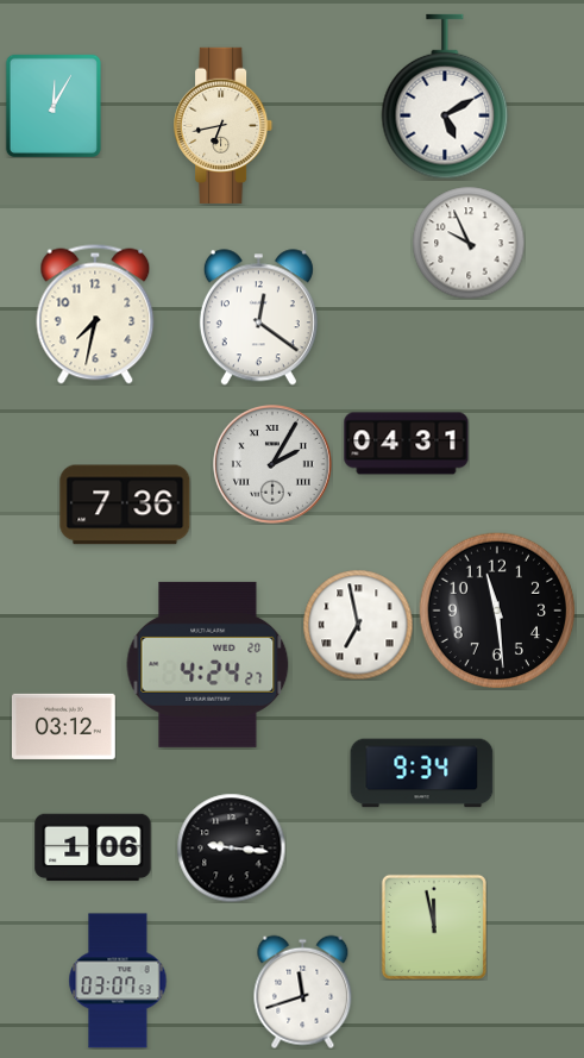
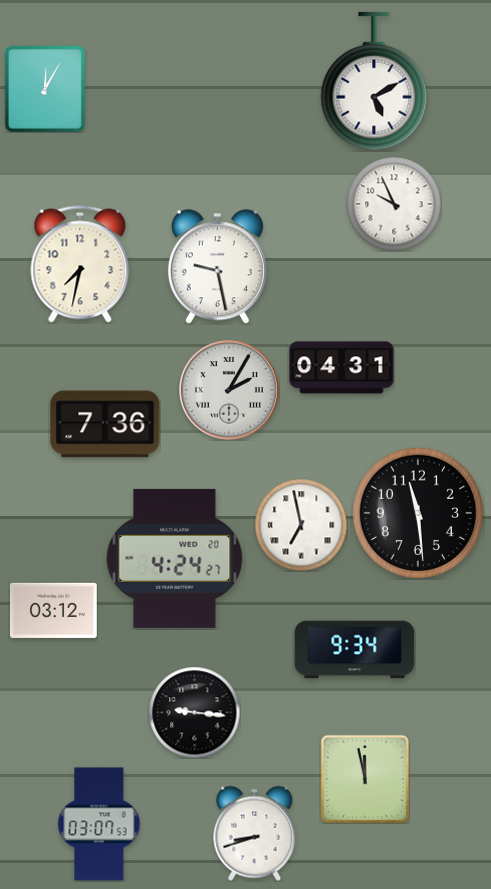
clock at (224, 125): 6:43 -> none
clock at (258, 318): 12:21 -> 9:28
clock at (407, 444) position: (407, 444) -> (342, 368)
clock at (93, 847): 1:06 -> none
clock at (303, 991): 11:42 -> 8:42
